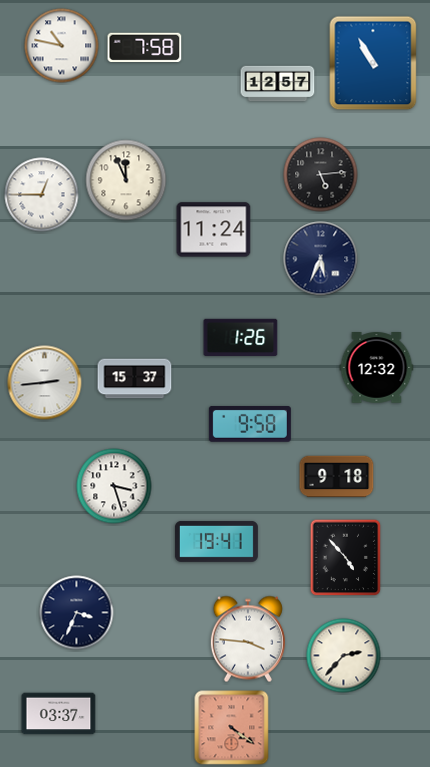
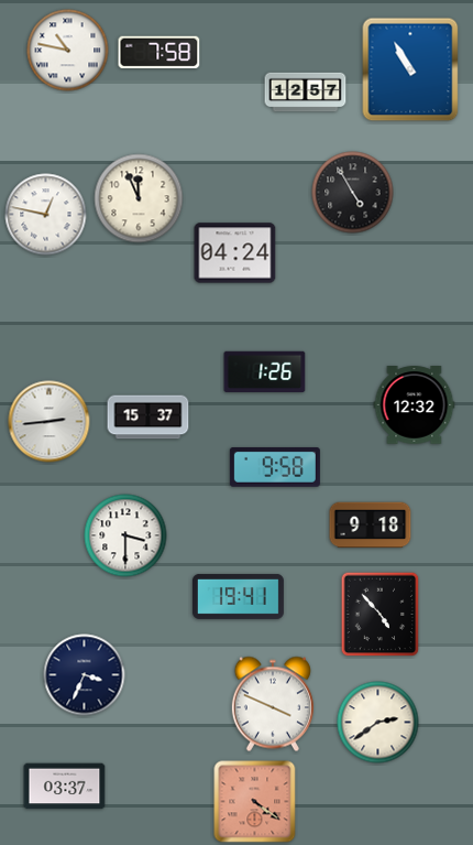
clock at (321, 175): 5:14 -> 4:55
clock at (42, 195): 12:45 -> 12:47
clock at (214, 230): 11:24 -> 04:24
clock at (321, 259): 5:34 -> none
clock at (114, 486): 3:27 -> 3:30
clock at (248, 639): 3:46 -> 3:49
clock at (344, 656): 2:37 -> 2:39
